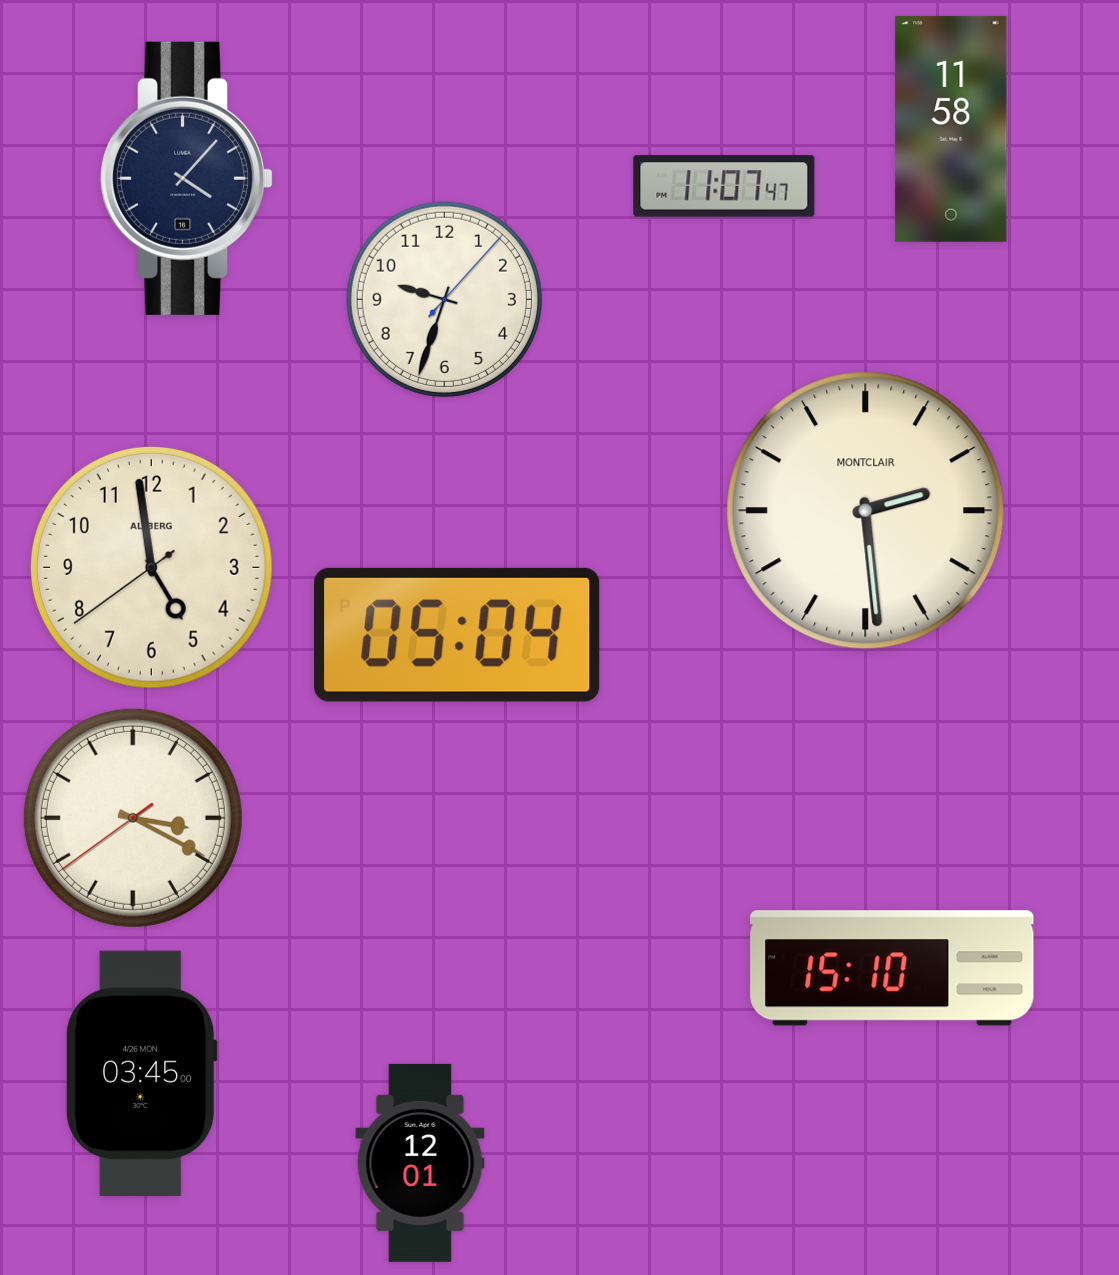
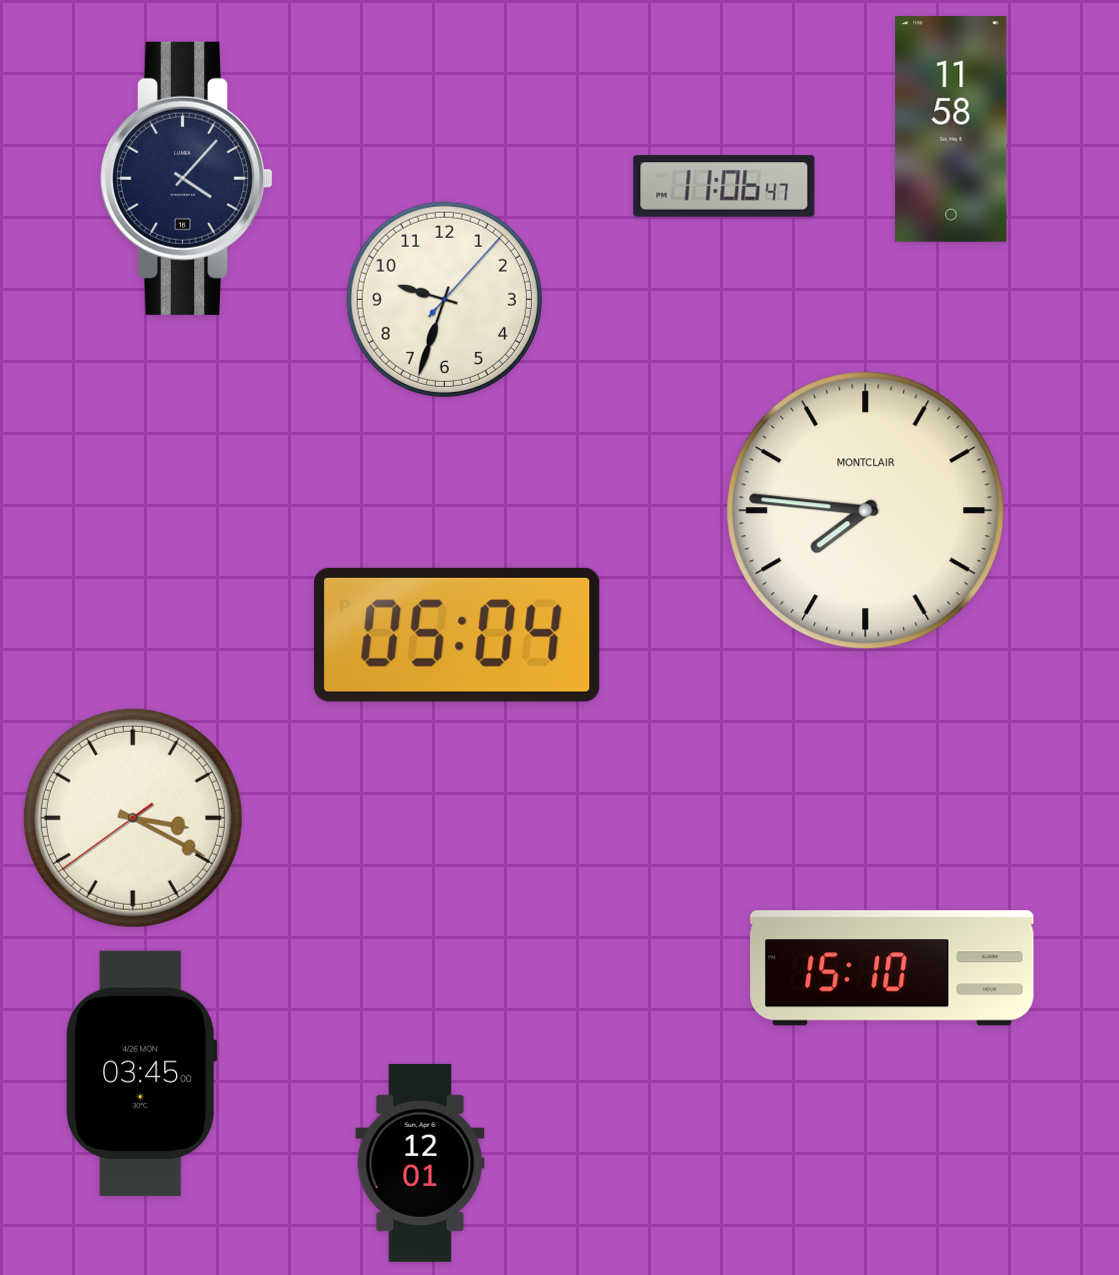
clock at (724, 186): 11:07 -> 11:06
clock at (866, 511): 2:29 -> 7:46
clock at (151, 567): 4:58 -> none
